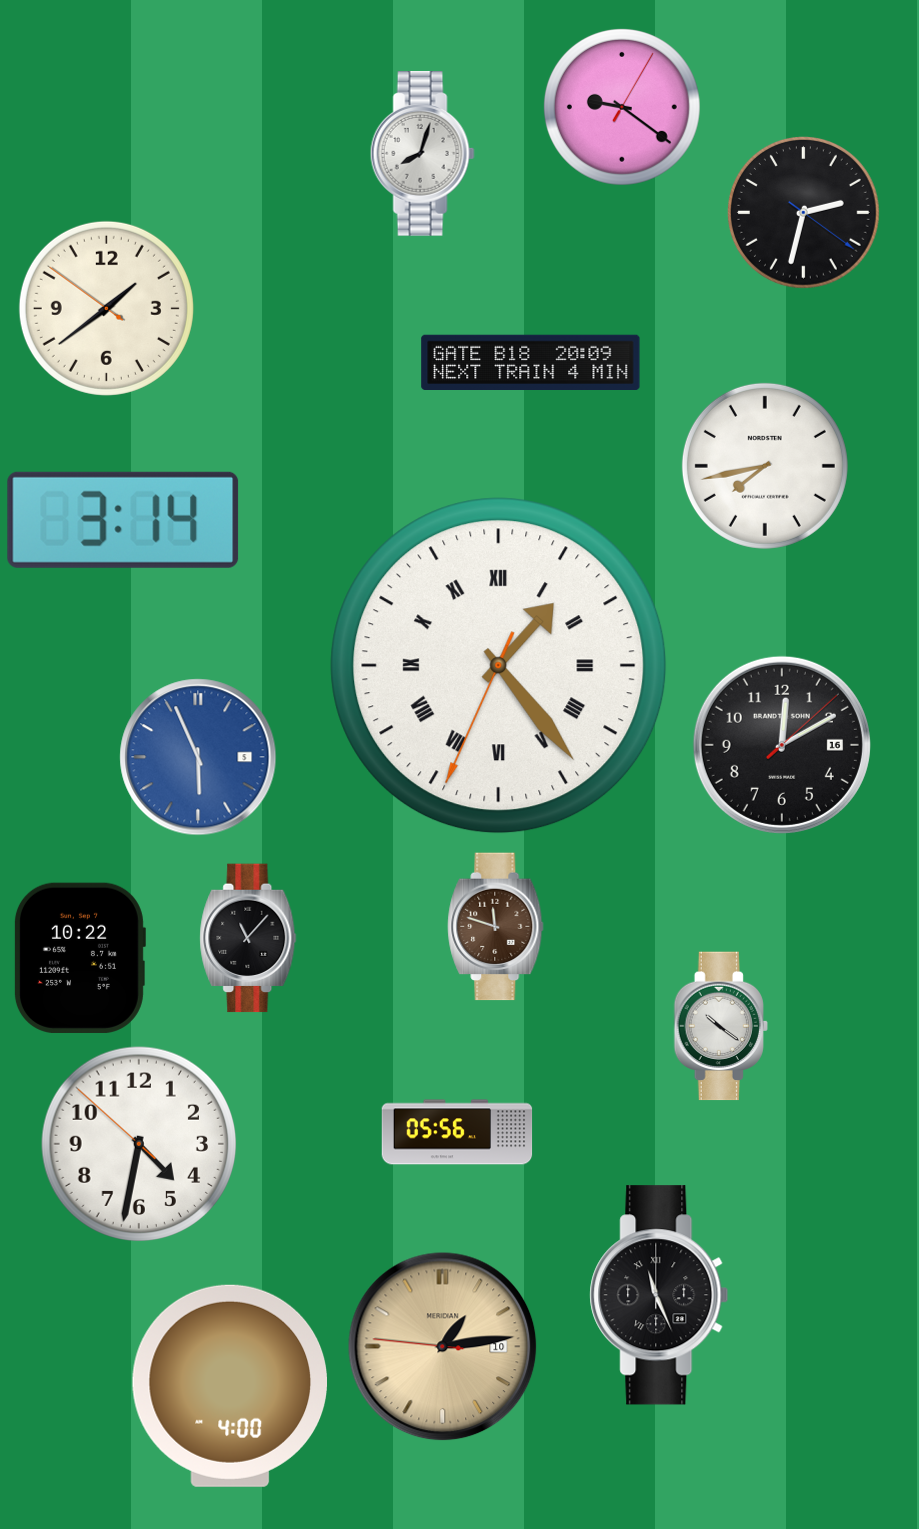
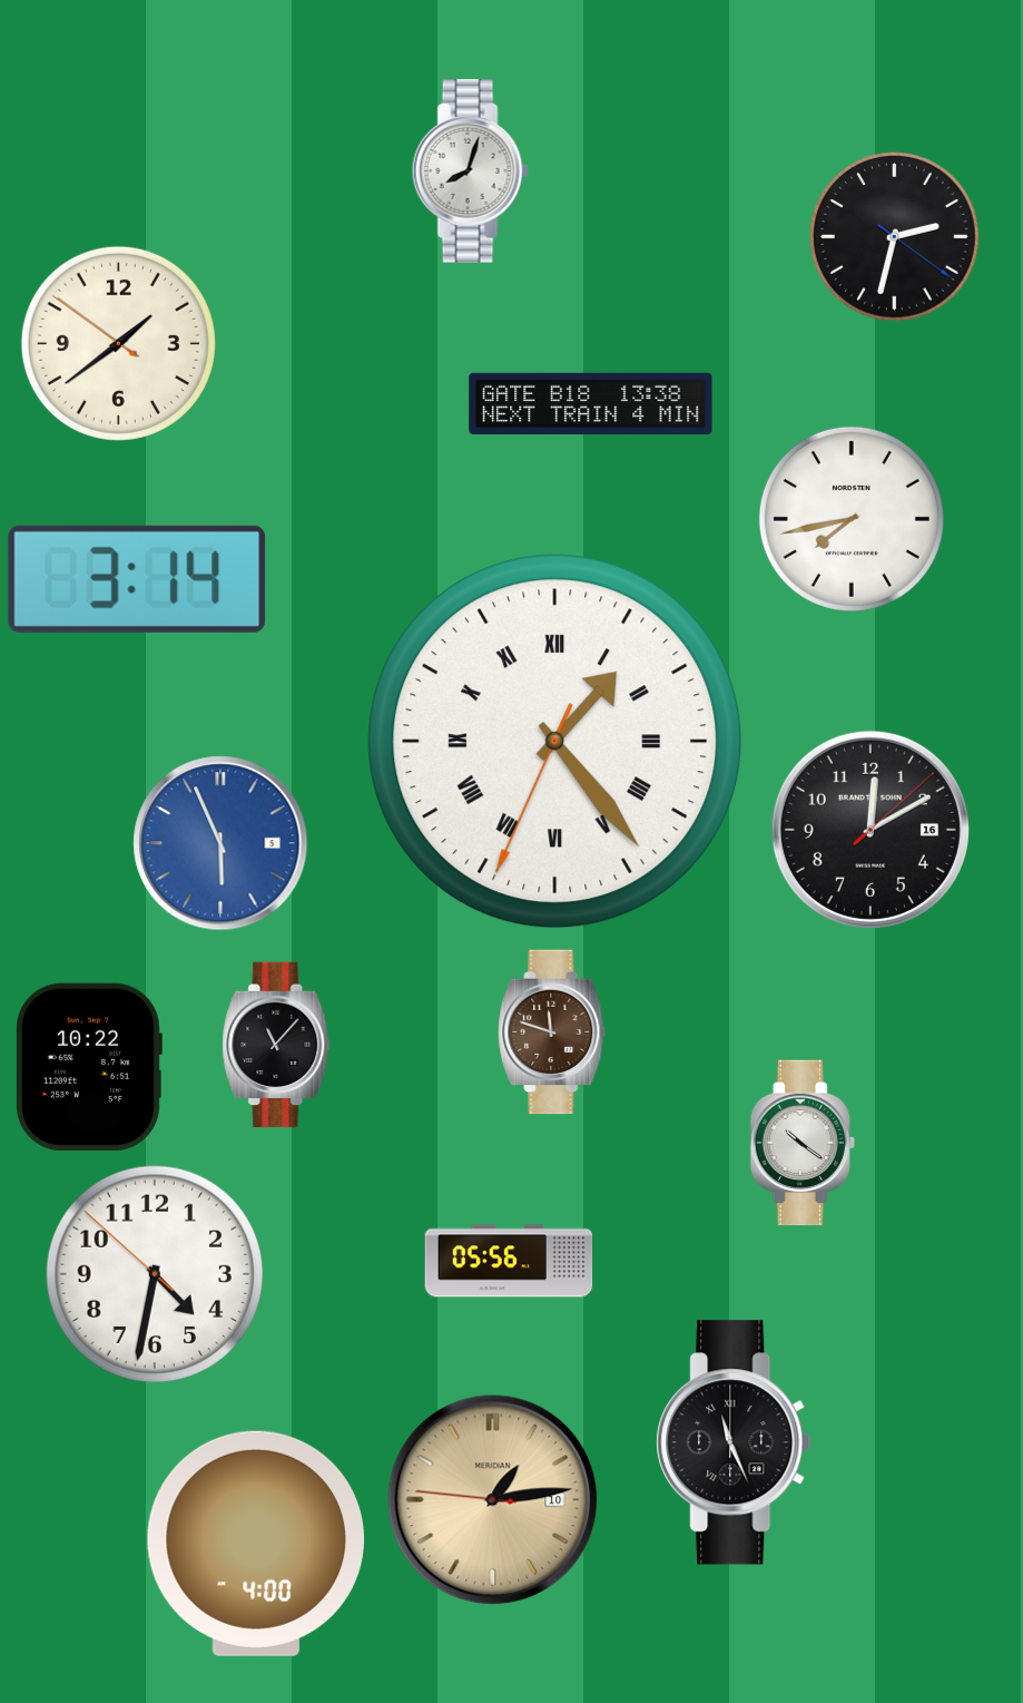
clock at (622, 107): 9:21 -> none
clock at (531, 362): 20:09 -> 13:38
